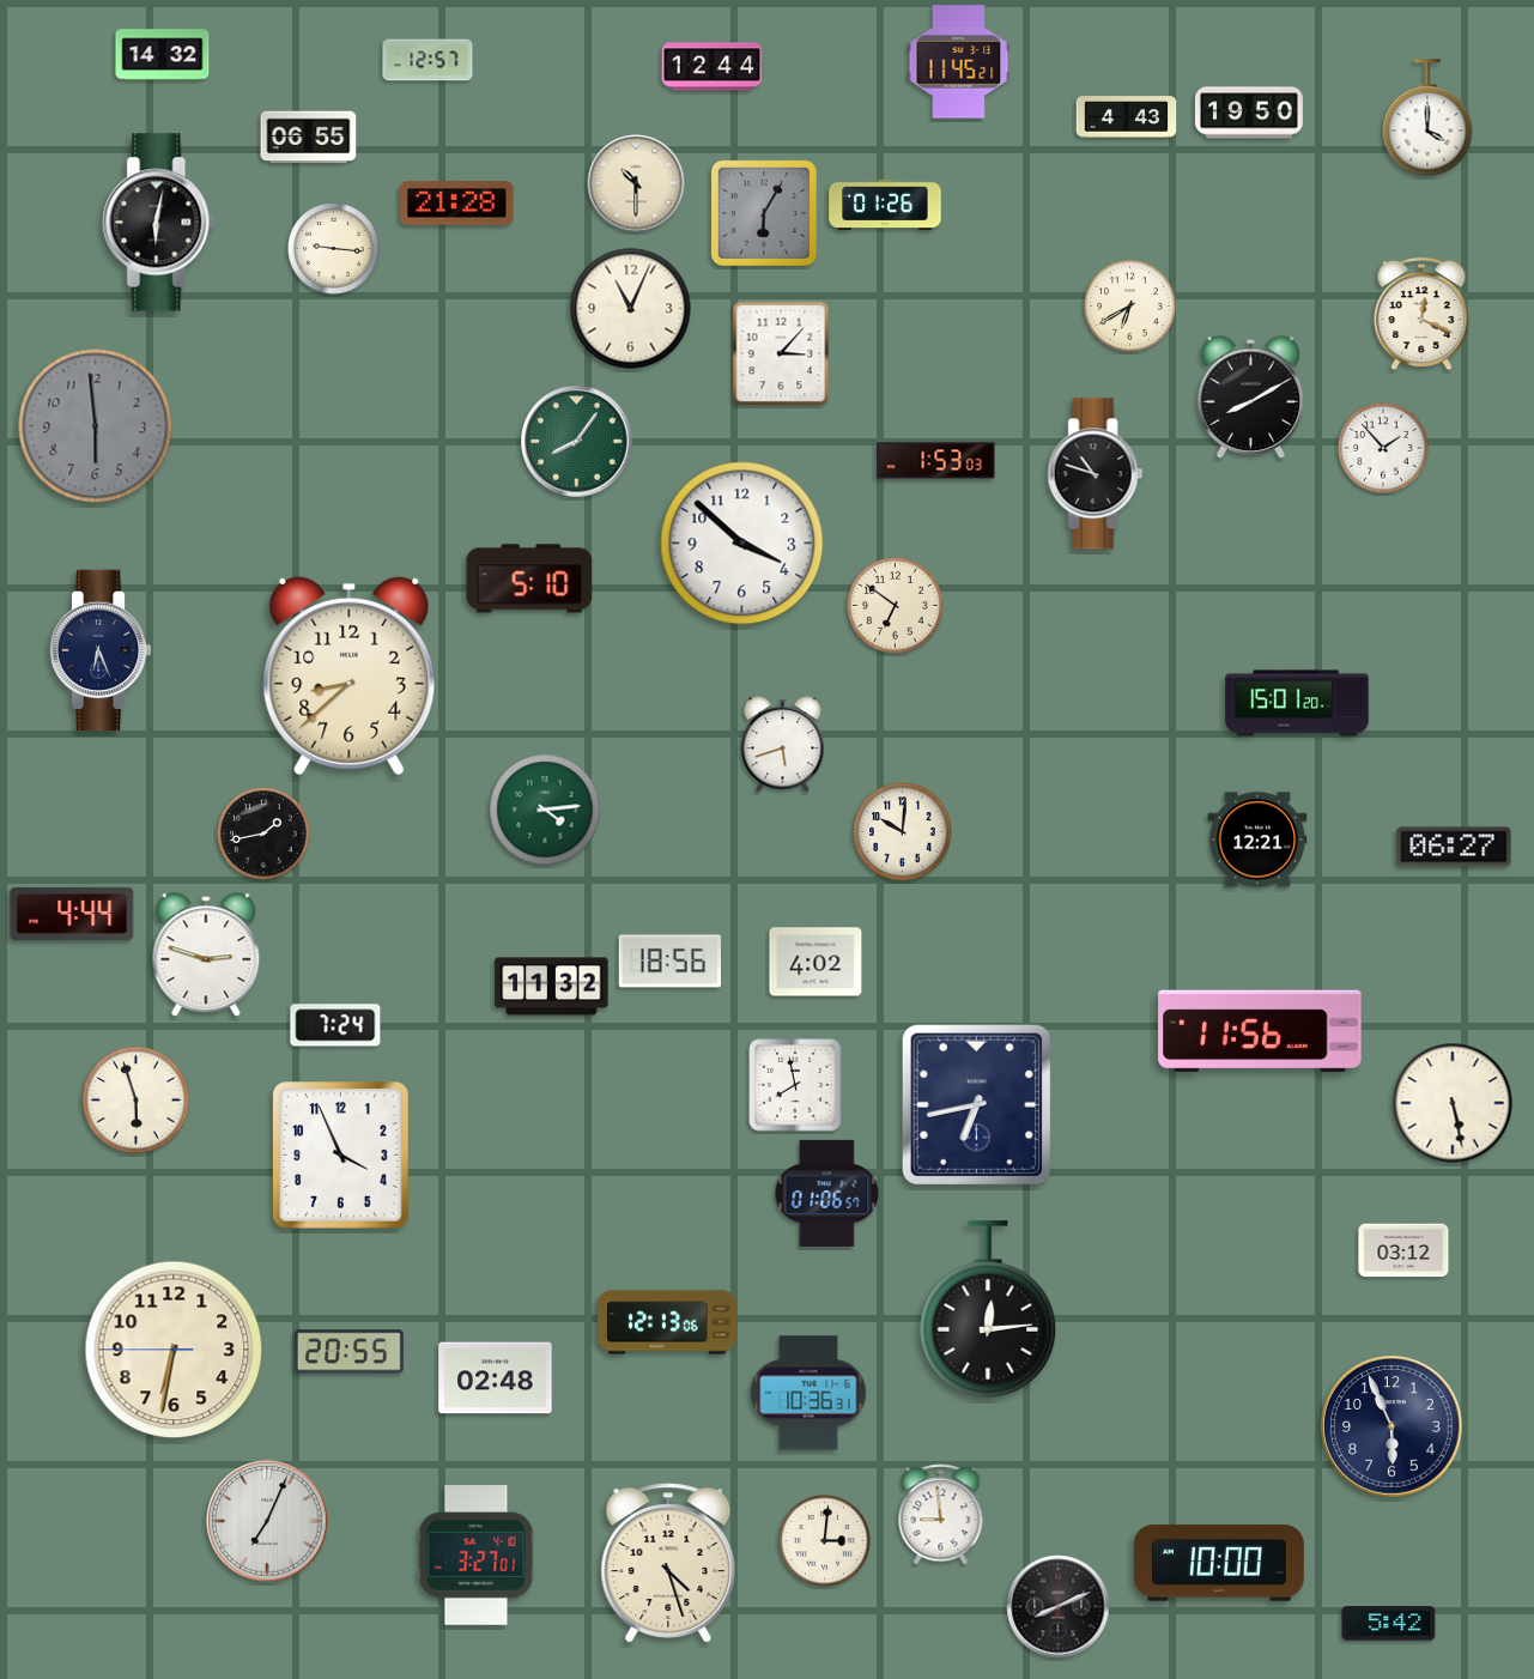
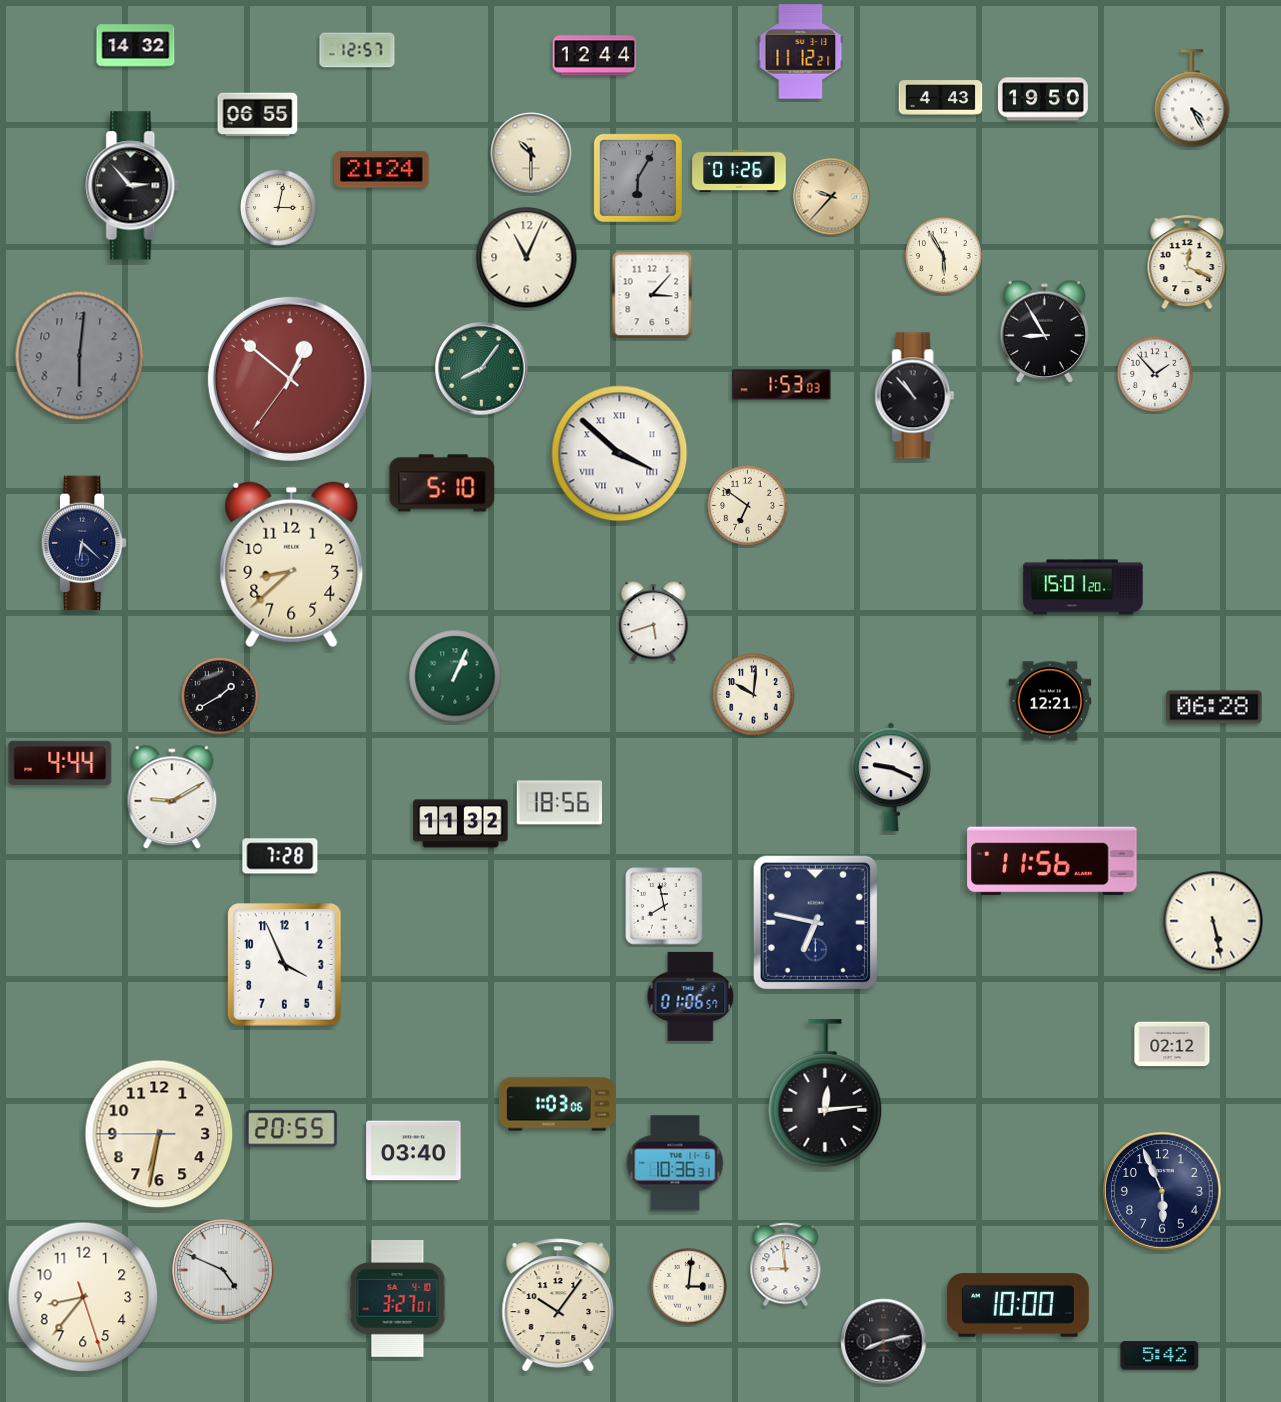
clock at (959, 62): 11:45 -> 11:12
clock at (1249, 113) position: (1249, 113) -> (1043, 99)
clock at (1427, 117): 4:00 -> 4:25
clock at (457, 204): 21:28 -> 21:24
clock at (159, 223): 6:02 -> 2:53
clock at (832, 197): none -> 9:37
clock at (334, 249): 9:16 -> 3:02
clock at (1130, 307): 6:40 -> 5:55
clock at (1251, 398): 8:10 -> 8:55
clock at (96, 426): 5:59 -> 6:01
clock at (290, 379): none -> 12:51
clock at (1096, 474): 10:48 -> 10:53
clock at (742, 544) numerals: Arabic -> Roman
clock at (101, 650): 6:26 -> 6:22
clock at (545, 810): 4:14 -> 1:04
clock at (263, 834): 1:43 -> 1:40
clock at (1454, 847): 06:27 -> 06:28
clock at (892, 777): none -> 9:19
clock at (206, 956): 2:48 -> 9:10
clock at (815, 962): 4:02 -> none
clock at (335, 1025): 7:24 -> 7:28
clock at (137, 1101): 5:57 -> none
clock at (977, 1105): 6:43 -> 6:47
clock at (1403, 1250): 03:12 -> 02:12
clock at (667, 1322): 12:13 -> 1:03
clock at (174, 1350) position: (174, 1350) -> (159, 1134)
clock at (496, 1378): 02:48 -> 03:40
clock at (267, 1521): 7:04 -> 4:49
clock at (83, 1297): none -> 8:36
clock at (668, 1563): 4:27 -> 10:06
clock at (1059, 1607): 8:11 -> 8:13
